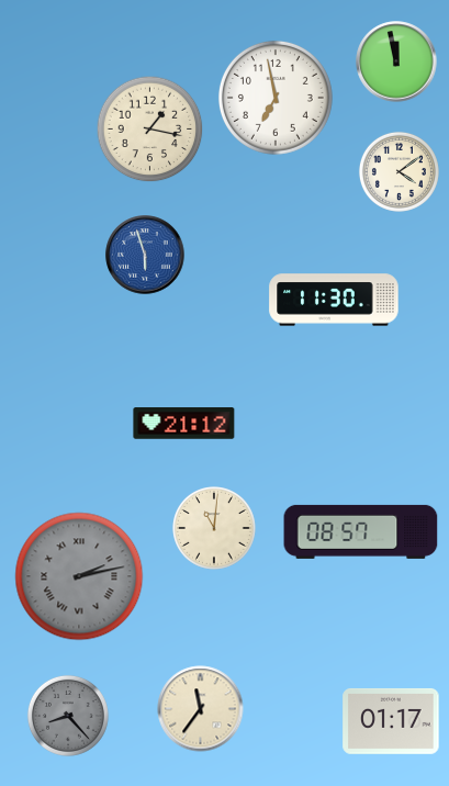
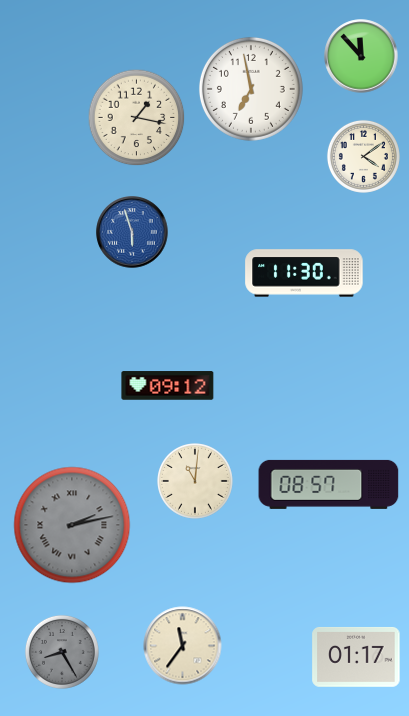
clock at (396, 61): 11:58 -> 11:53
clock at (184, 424): 21:12 -> 09:12
clock at (68, 716): 8:23 -> 8:25
